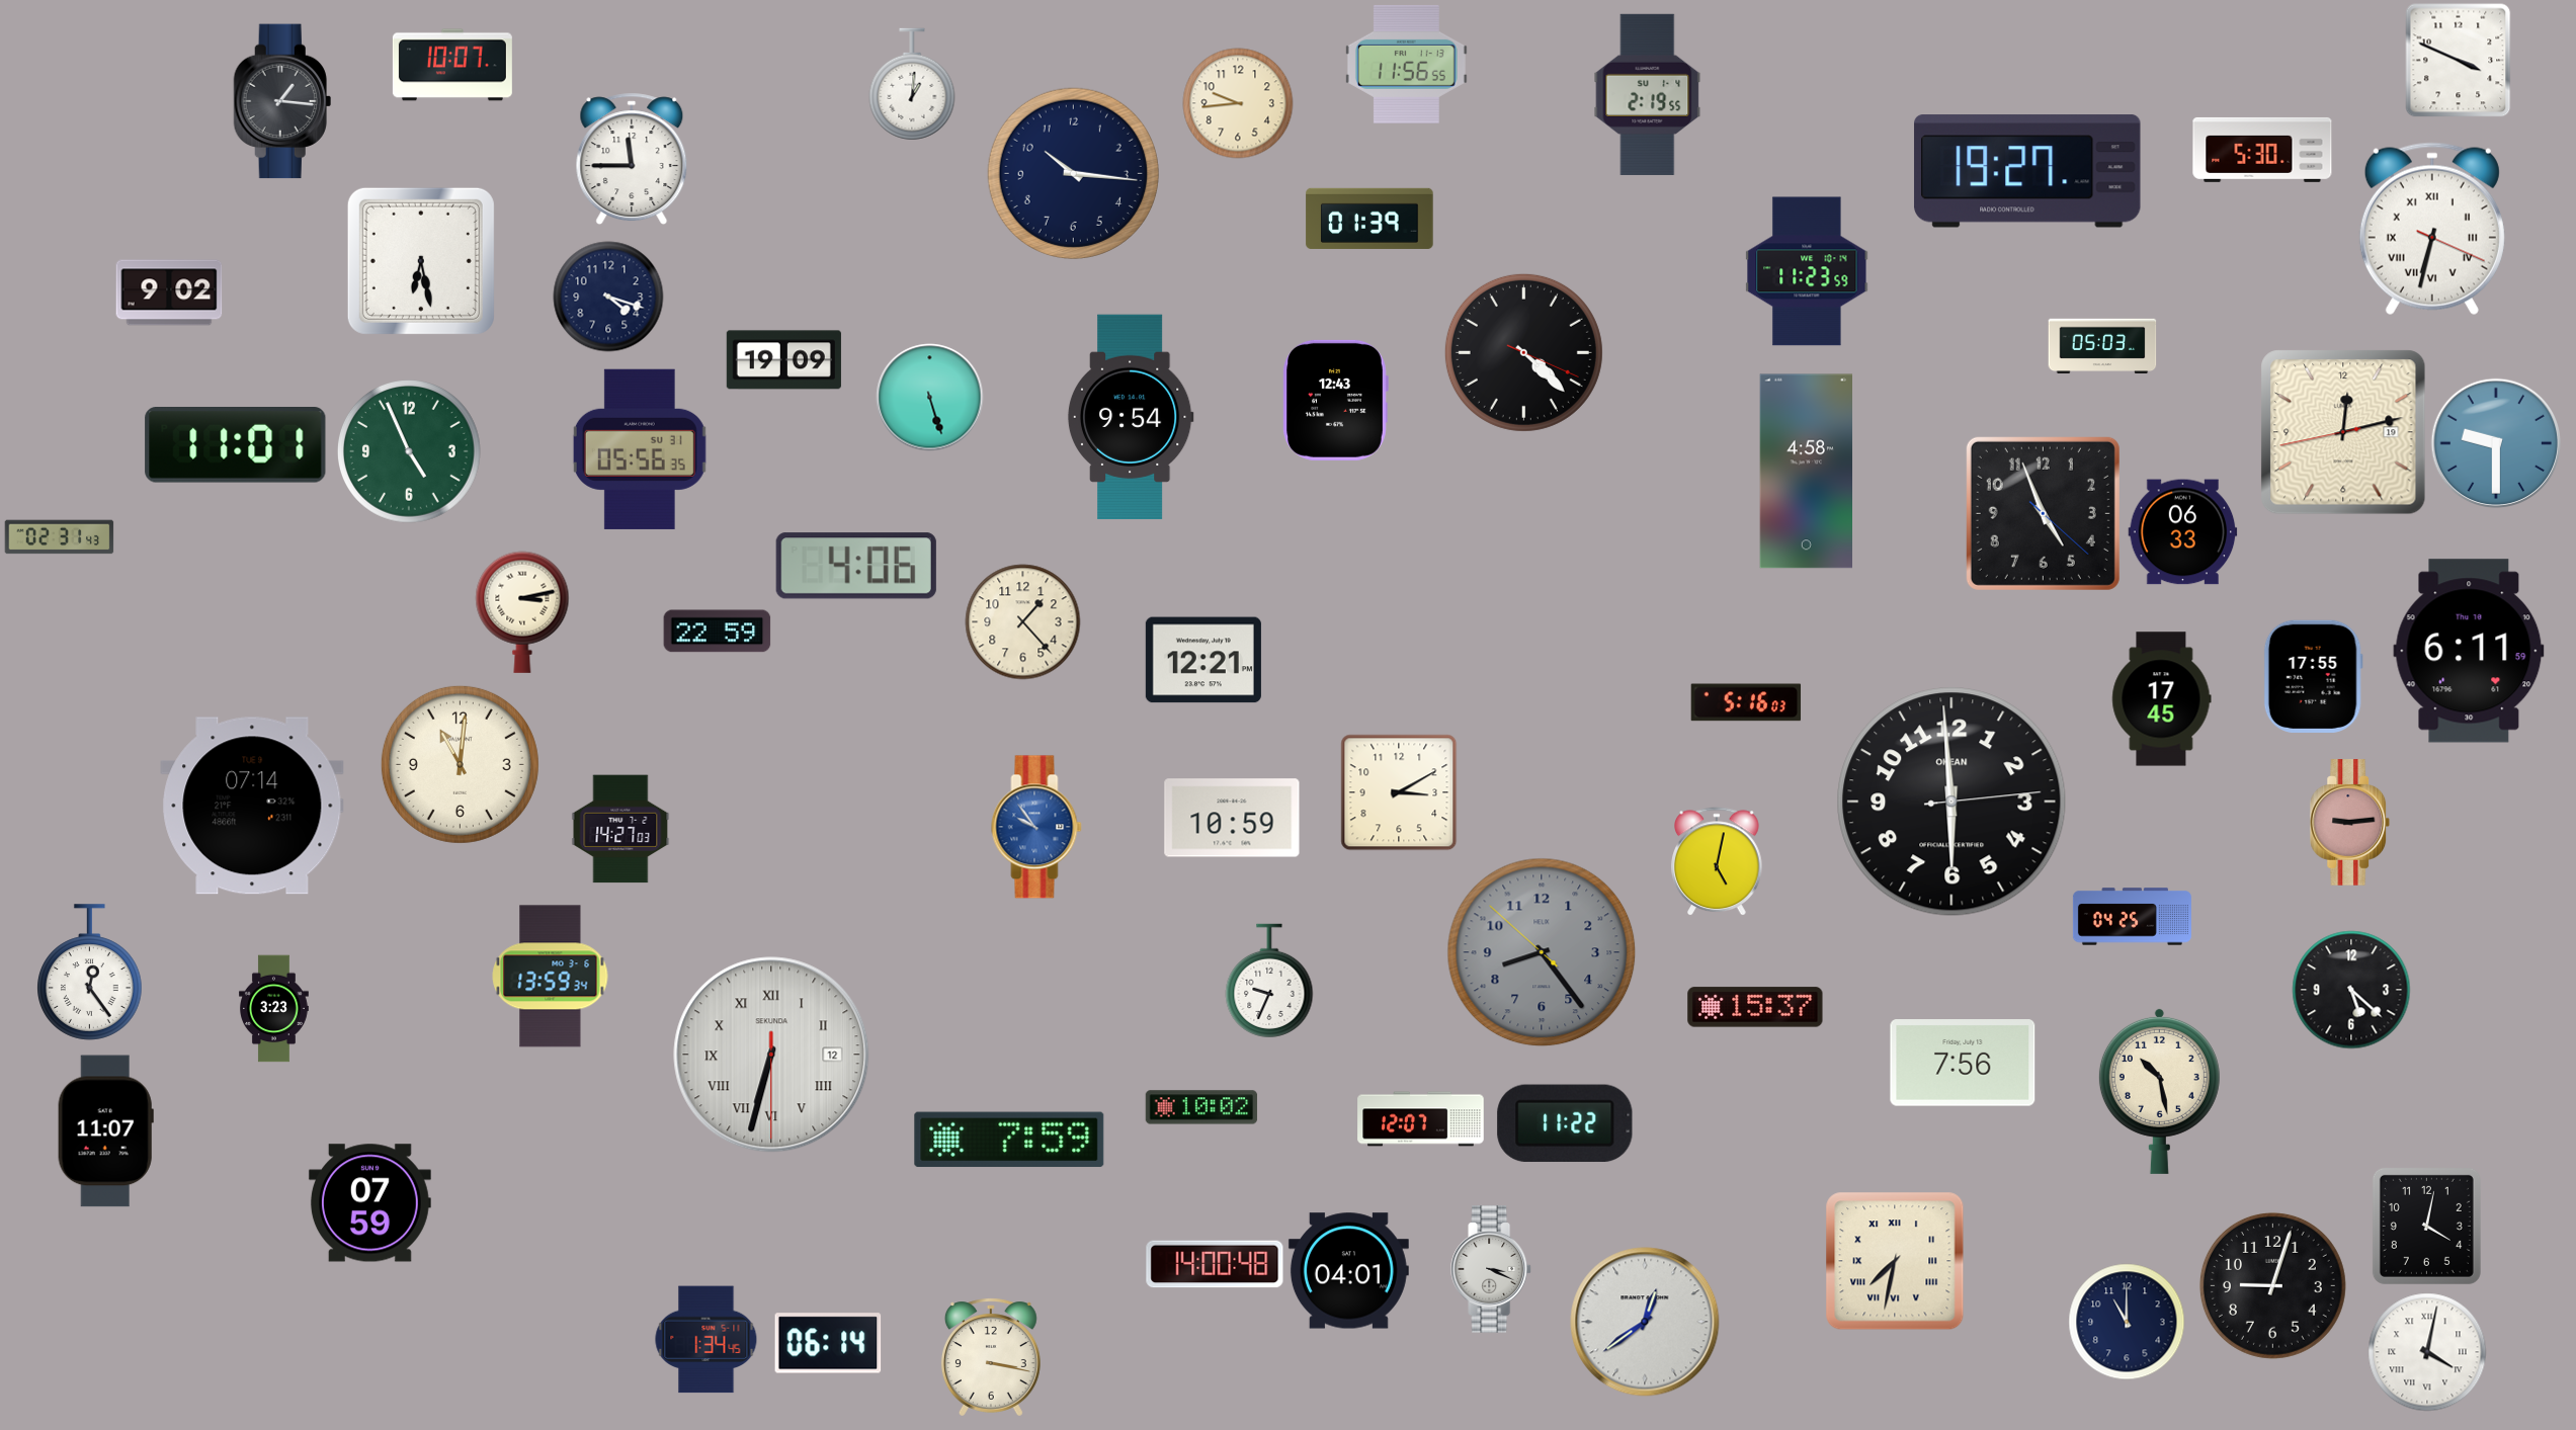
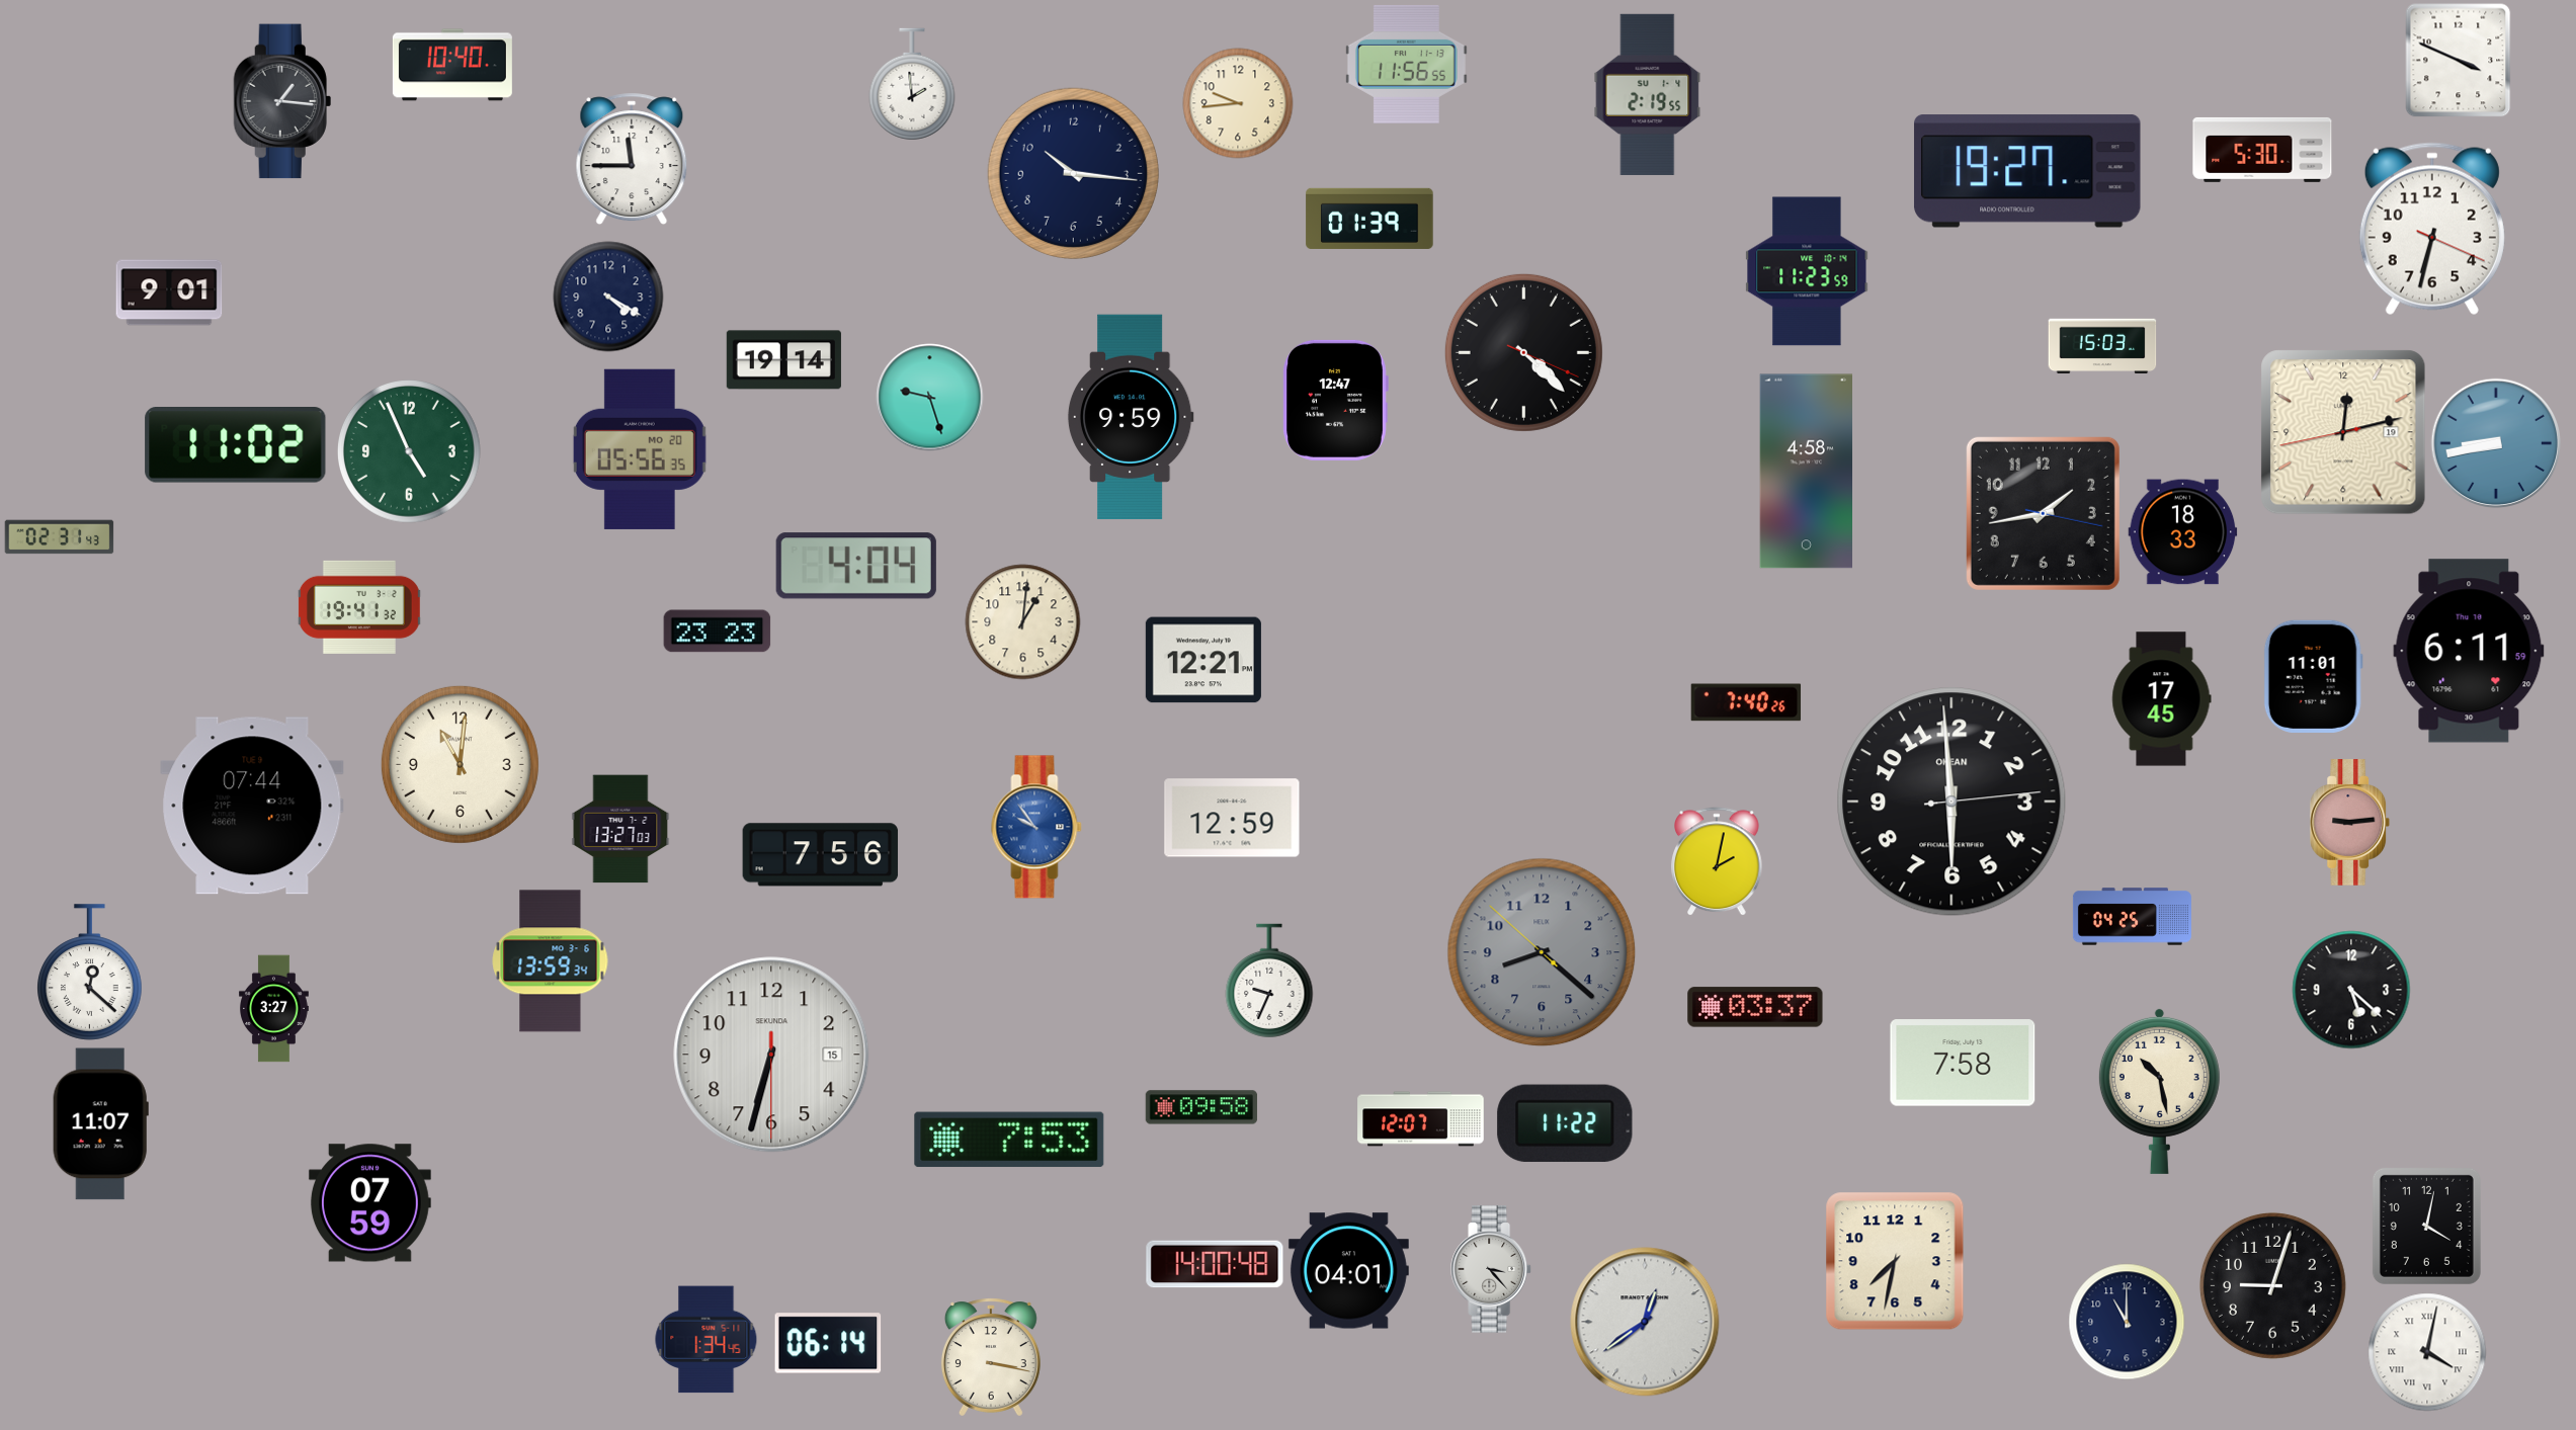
clock at (452, 65): 10:07 -> 10:40
clock at (912, 84): 1:01 -> 1:59
clock at (2432, 229) numerals: Roman -> Arabic
clock at (421, 261): 6:28 -> none
clock at (169, 292): 9:02 -> 9:01
clock at (608, 297): 4:18 -> 4:20
clock at (2102, 345): 05:03 -> 15:03
clock at (783, 360): 19:09 -> 19:14
clock at (930, 398): 5:27 -> 9:27
clock at (1335, 400): 12:43 -> 12:47
clock at (1131, 416): 9:54 -> 9:59
clock at (2496, 443): 9:30 -> 8:43
clock at (236, 445): 11:01 -> 11:02
clock at (640, 449) date: SU 31 -> MO 20
clock at (2043, 513): 4:56 -> 1:43
clock at (2183, 532): 06:33 -> 18:33
clock at (856, 566): 4:06 -> 4:04
clock at (359, 607): none -> 19:41
clock at (522, 612): 3:13 -> none
clock at (1023, 622): 1:23 -> 1:01
clock at (718, 632): 22:59 -> 23:23
clock at (2313, 676): 17:55 -> 11:01
clock at (1746, 702): 5:16 -> 7:40
clock at (1399, 792): 3:10 -> none
clock at (252, 806): 07:14 -> 07:44
clock at (1232, 818): 10:59 -> 12:59
clock at (620, 829): 14:27 -> 13:27
clock at (821, 855): none -> 7:56
clock at (1717, 861): 5:02 -> 2:02
clock at (1542, 952): 8:23 -> 8:21
clock at (90, 973): 12:24 -> 12:22
clock at (551, 977) position: (551, 977) -> (551, 961)
clock at (1755, 1007): 15:37 -> 03:37
clock at (274, 1009): 3:23 -> 3:27
clock at (771, 1055) date: 12 -> 15
clock at (771, 1055) numerals: Roman -> Arabic
clock at (1963, 1063): 7:56 -> 7:58
clock at (1201, 1107): 10:02 -> 09:58
clock at (105, 1131) position: (105, 1131) -> (100, 1124)
clock at (1009, 1140): 7:59 -> 7:53
clock at (1895, 1261) numerals: Roman -> Arabic
clock at (1492, 1269): 3:19 -> 3:23
